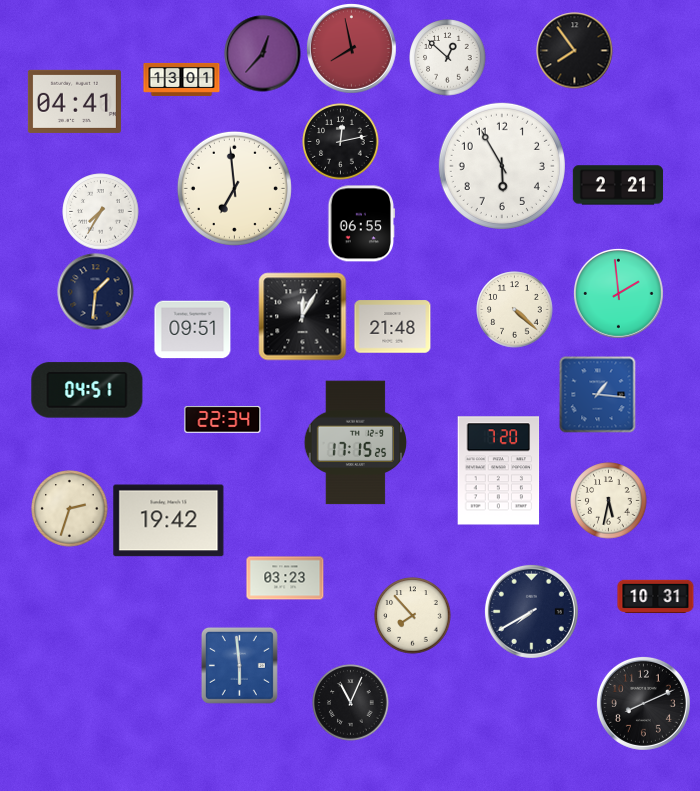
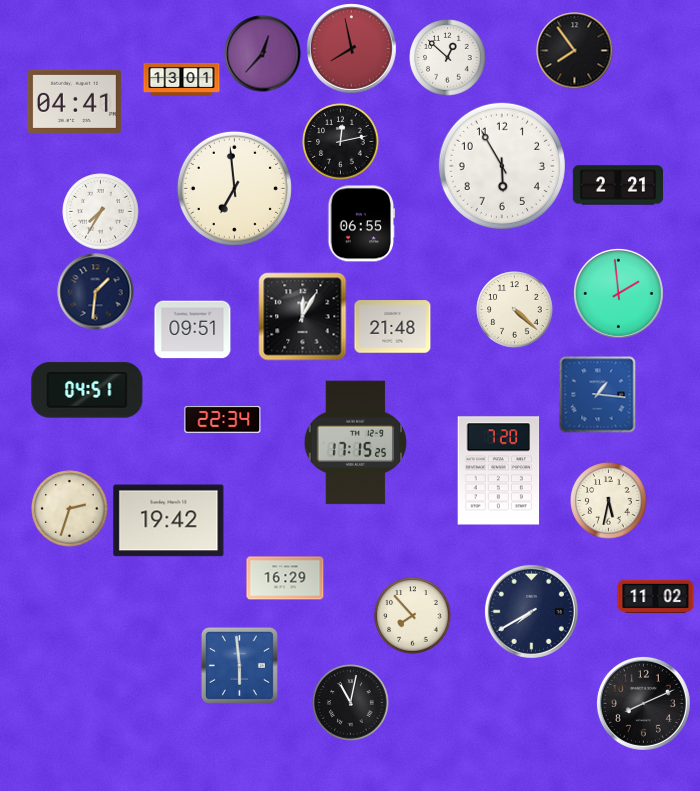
clock at (285, 578): 03:23 -> 16:29
clock at (656, 596): 10:31 -> 11:02
clock at (351, 703): 11:04 -> 11:02
